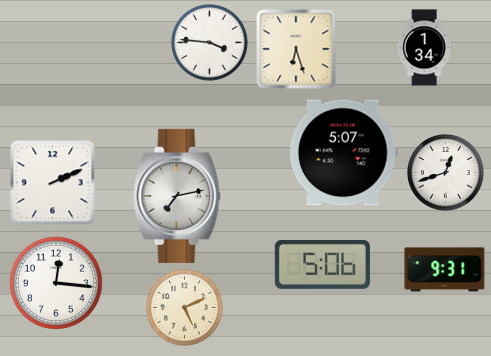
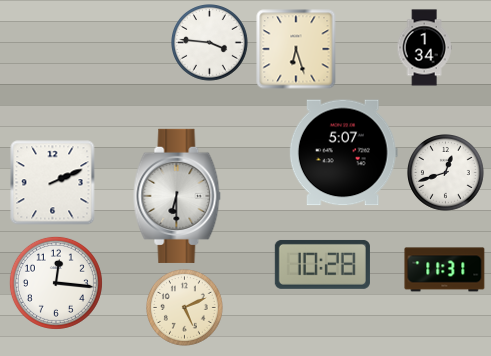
clock at (177, 196): 7:13 -> 6:30
clock at (322, 264): 5:06 -> 10:28
clock at (445, 270): 9:31 -> 11:31
